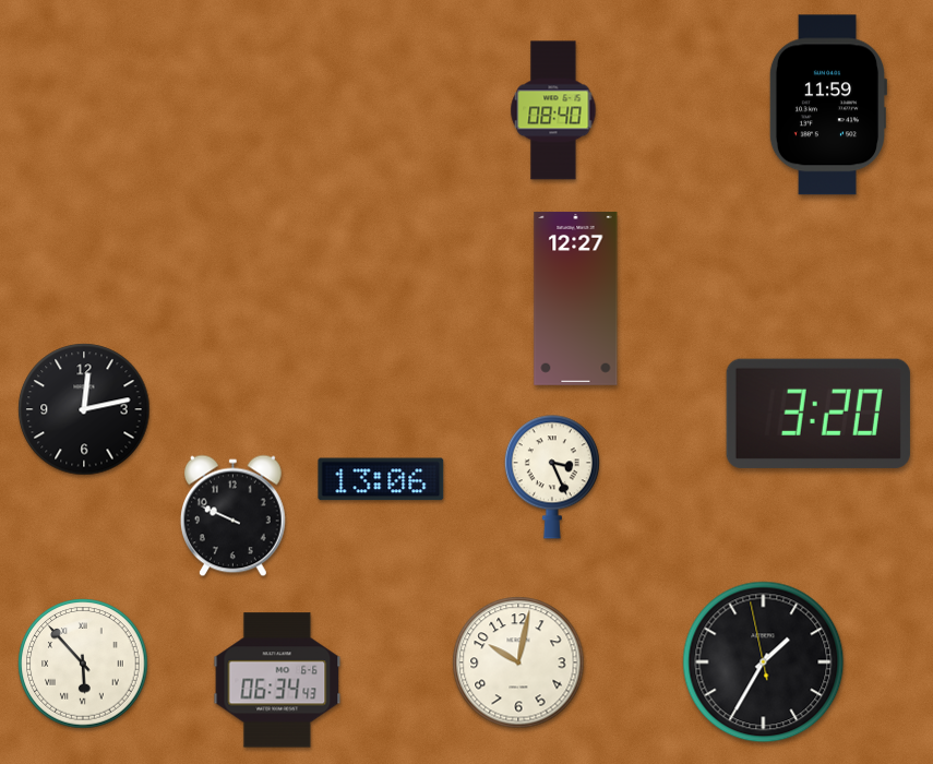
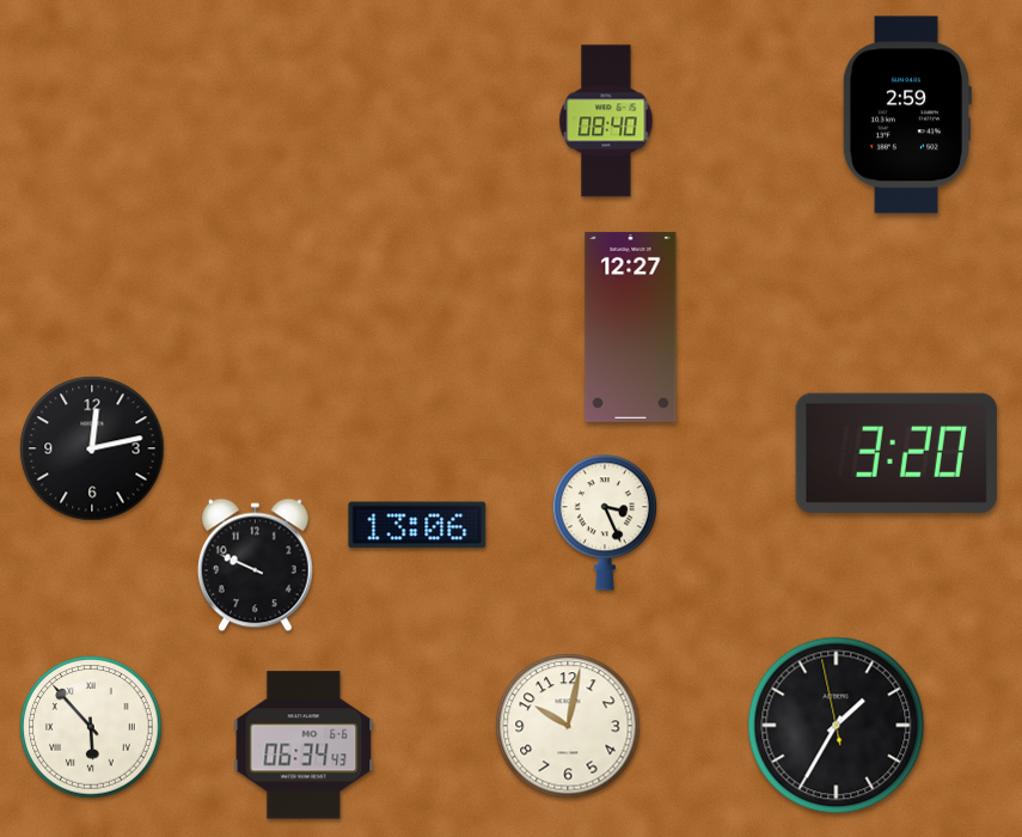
clock at (827, 105): 11:59 -> 2:59
